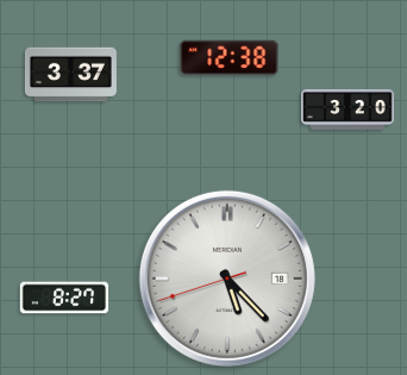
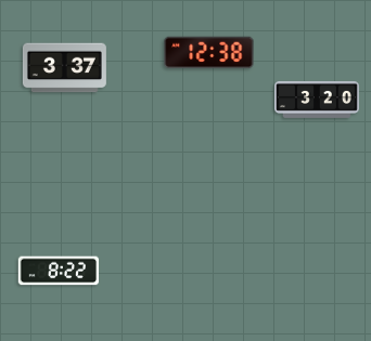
clock at (227, 279): 5:22 -> none
clock at (64, 298): 8:27 -> 8:22
